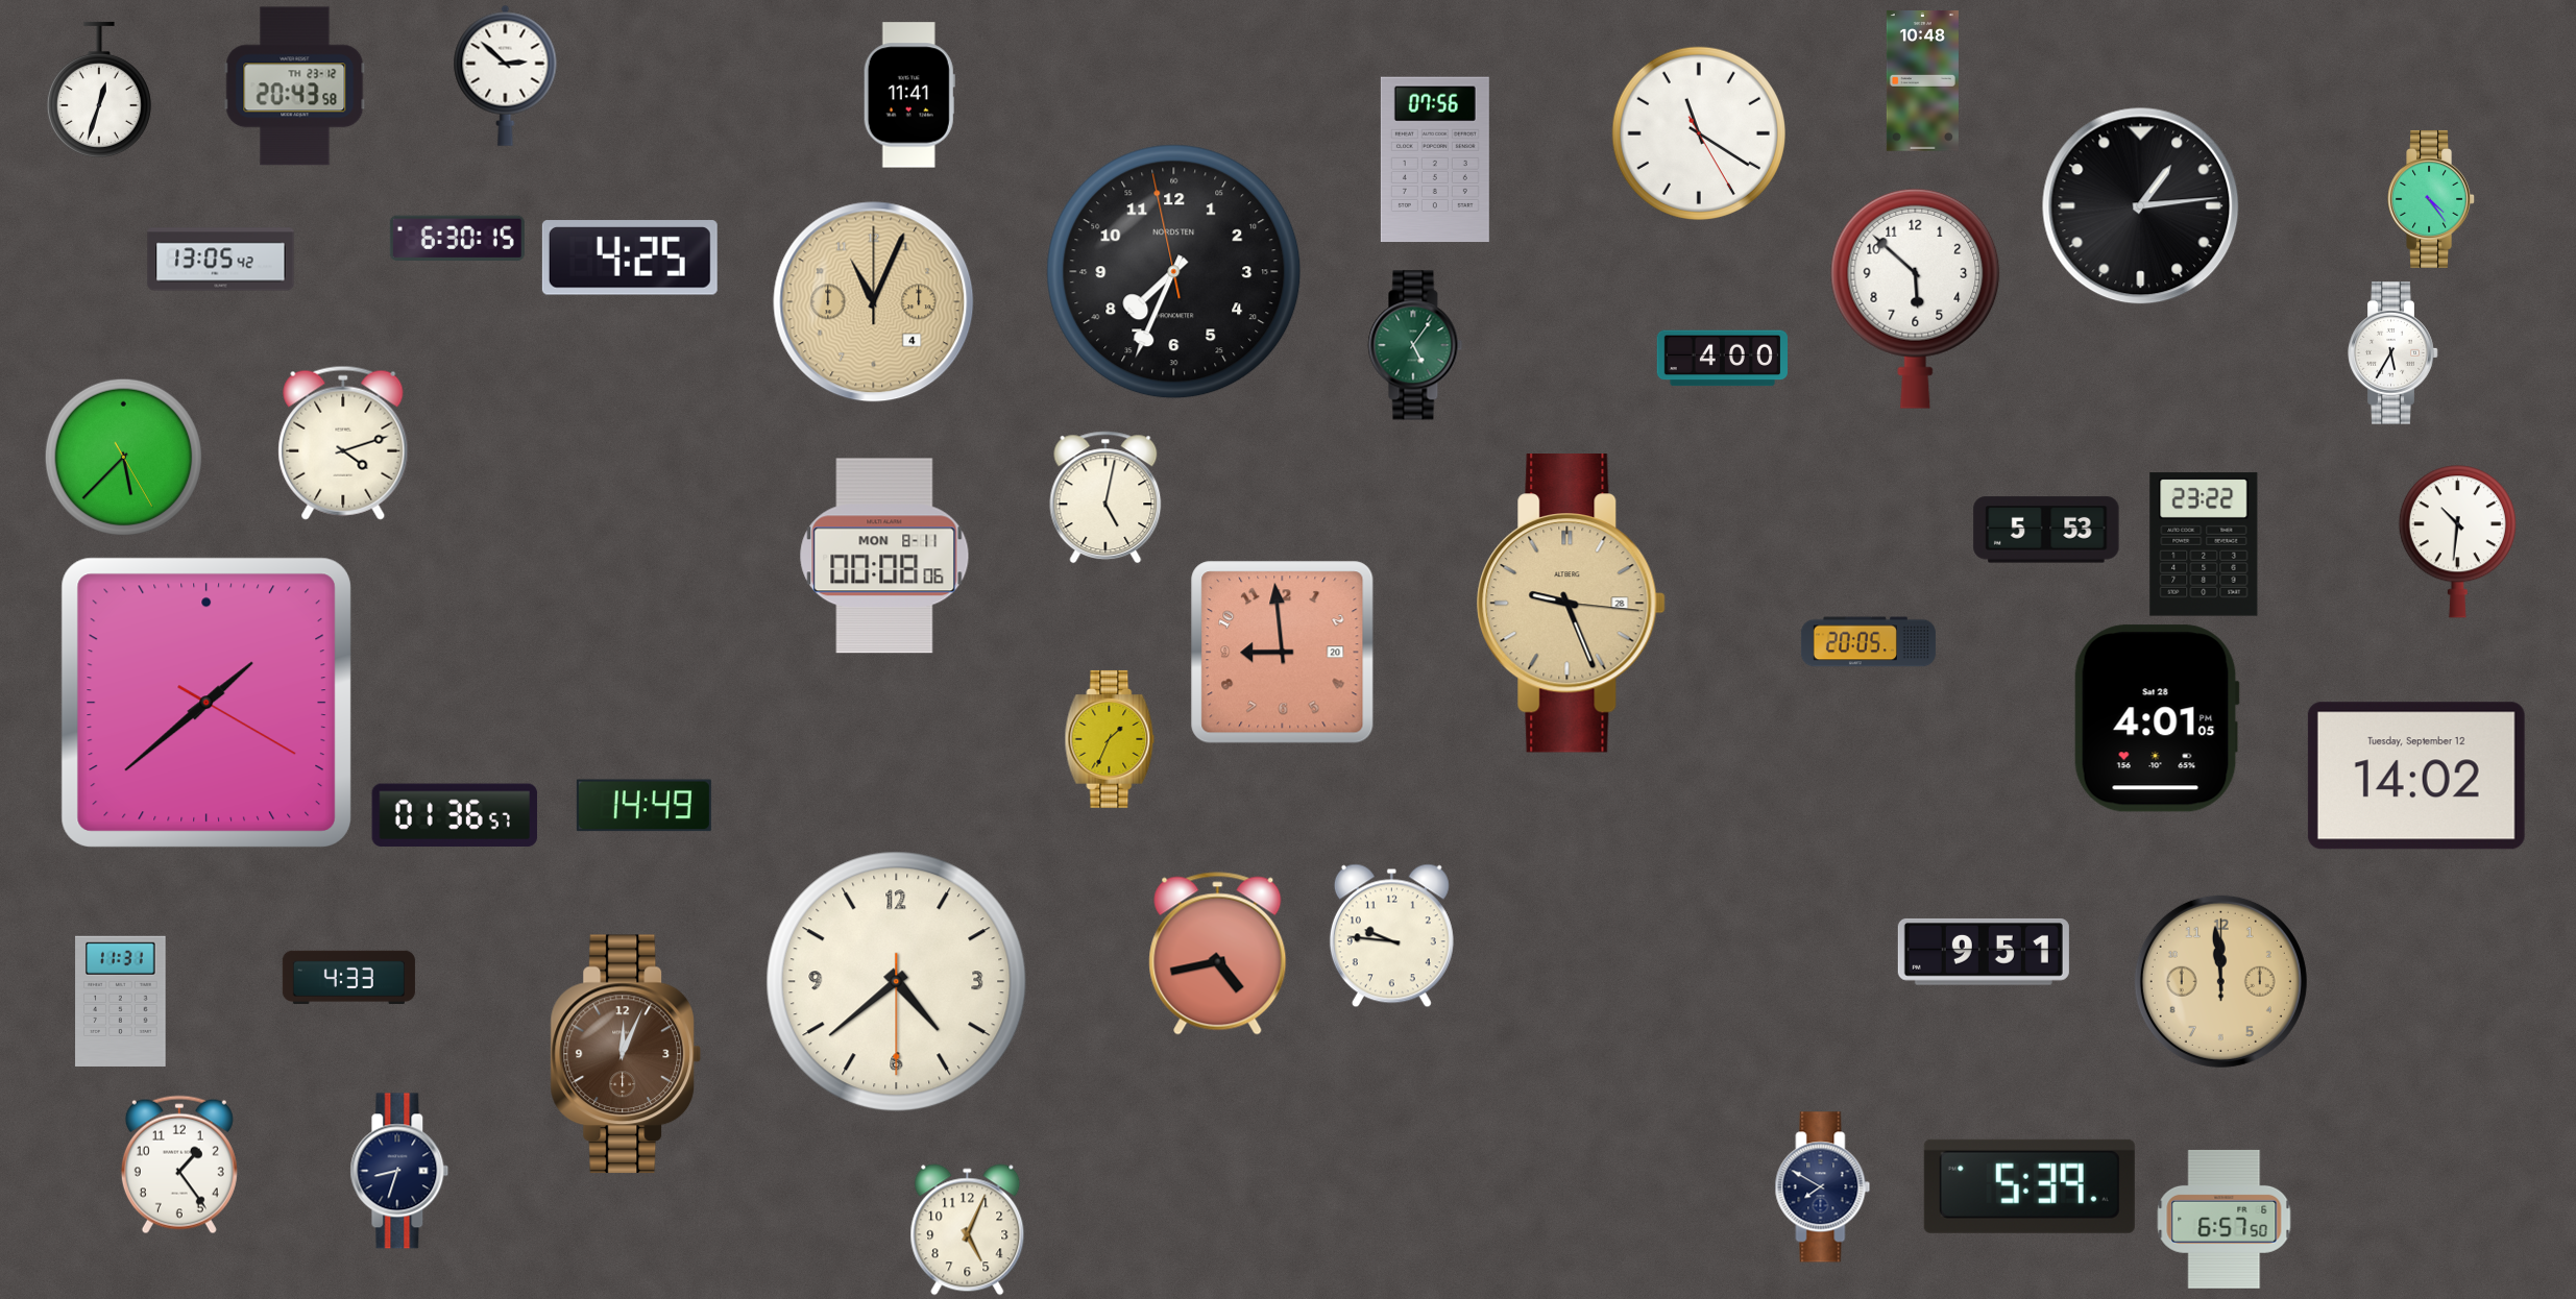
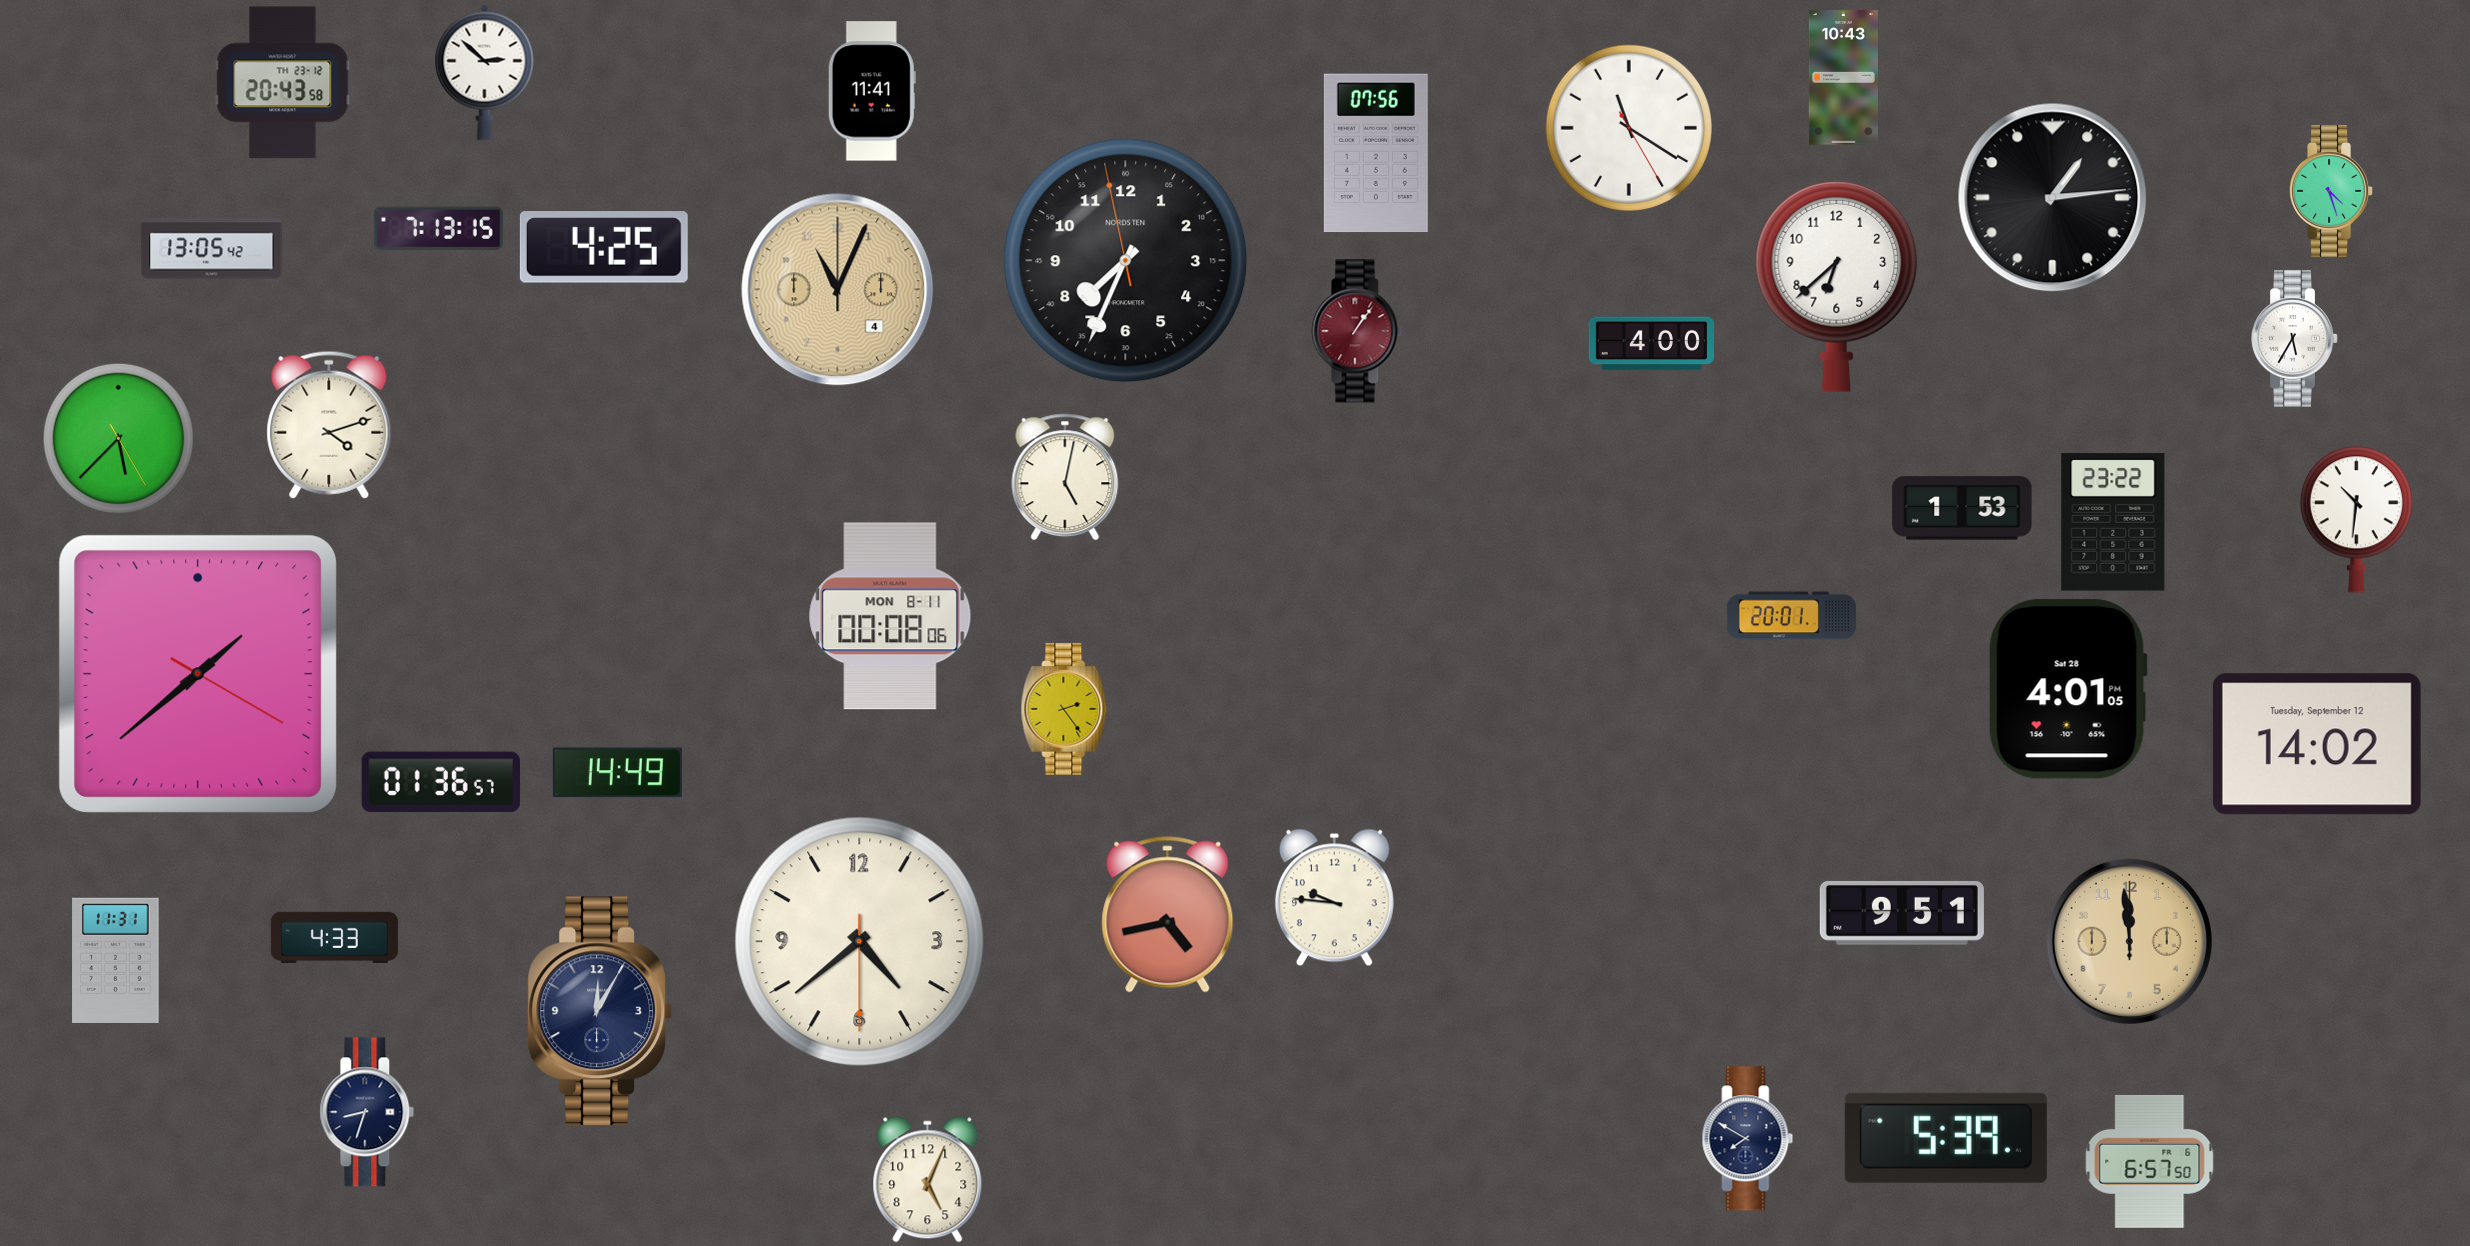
clock at (1922, 81): 10:48 -> 10:43
clock at (99, 90): 12:33 -> none
clock at (2431, 199): 4:24 -> 4:27
clock at (457, 238): 6:30 -> 7:13
clock at (1916, 298): 5:52 -> 6:38
clock at (1415, 345): 5:06 -> 1:06
clock at (1415, 345) dial: green -> burgundy
clock at (1105, 497) position: (1105, 497) -> (1065, 477)
clock at (2046, 530): 5:53 -> 1:53
clock at (884, 556) position: (884, 556) -> (890, 616)
clock at (1571, 604): 9:26 -> none
clock at (1868, 642): 20:05 -> 20:01
clock at (1283, 653): 8:59 -> none
clock at (1110, 739): 1:34 -> 2:24
clock at (454, 814) position: (454, 814) -> (440, 781)
clock at (625, 1054): 12:04 -> 12:05
clock at (625, 1054) dial: brown -> navy
clock at (179, 1165): 1:24 -> none
clock at (399, 1171) position: (399, 1171) -> (367, 1112)
clock at (2225, 1219) position: (2225, 1219) -> (2150, 1161)
